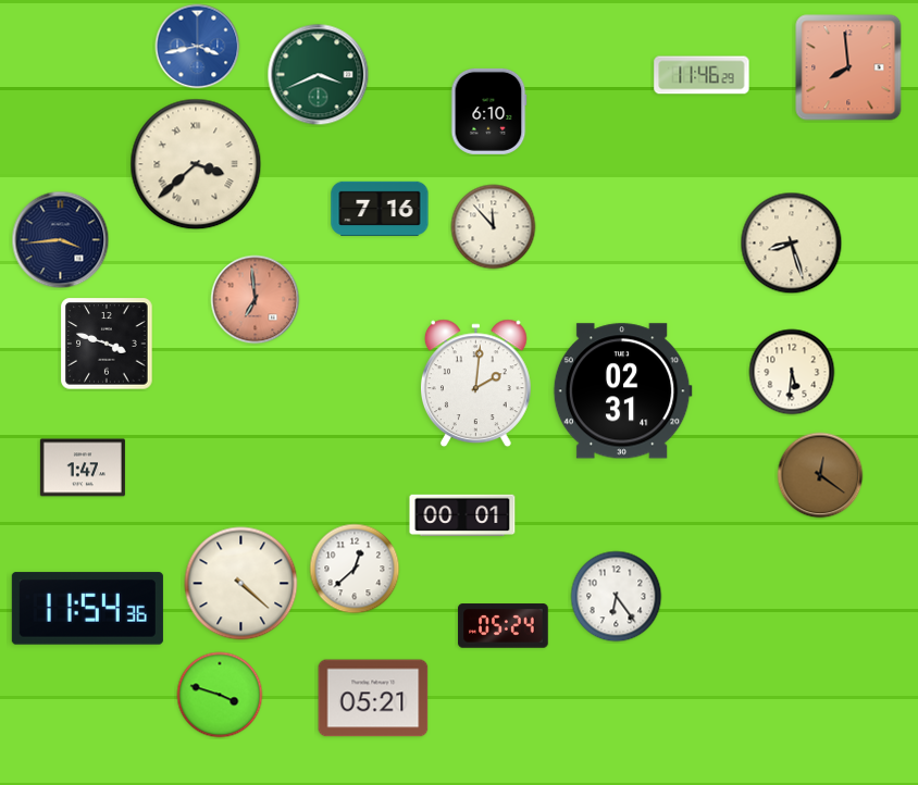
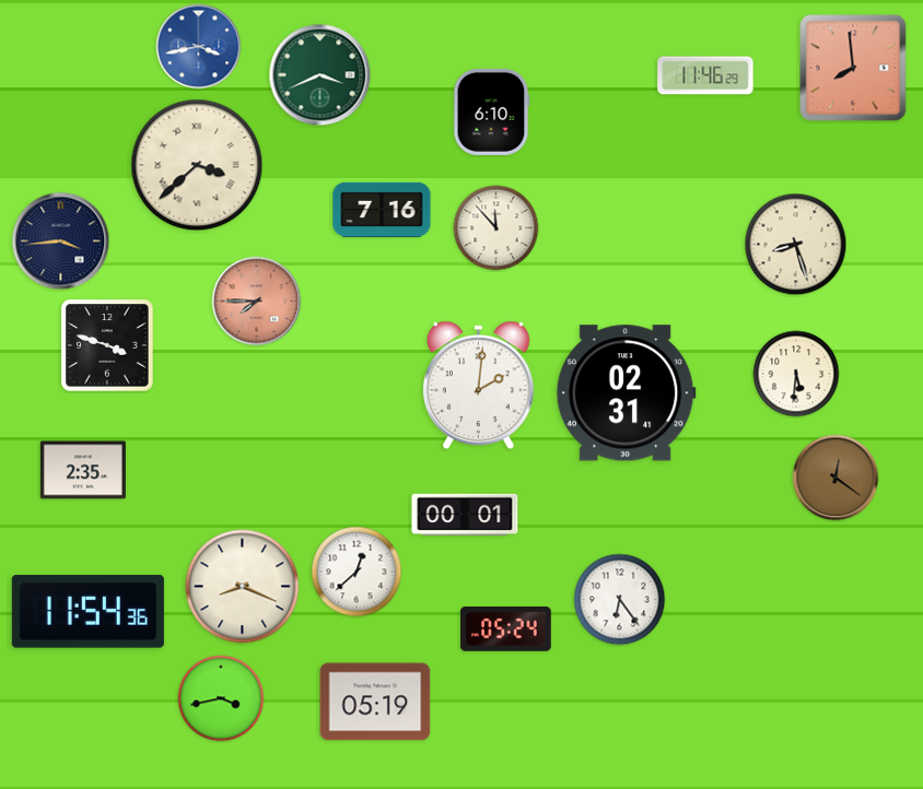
clock at (256, 300): 6:59 -> 7:45
clock at (83, 468): 1:47 -> 2:35
clock at (820, 475) position: (820, 475) -> (836, 478)
clock at (462, 515) position: (462, 515) -> (465, 515)
clock at (241, 584): 4:22 -> 8:19
clock at (220, 695): 3:48 -> 3:43
clock at (373, 698): 05:21 -> 05:19
